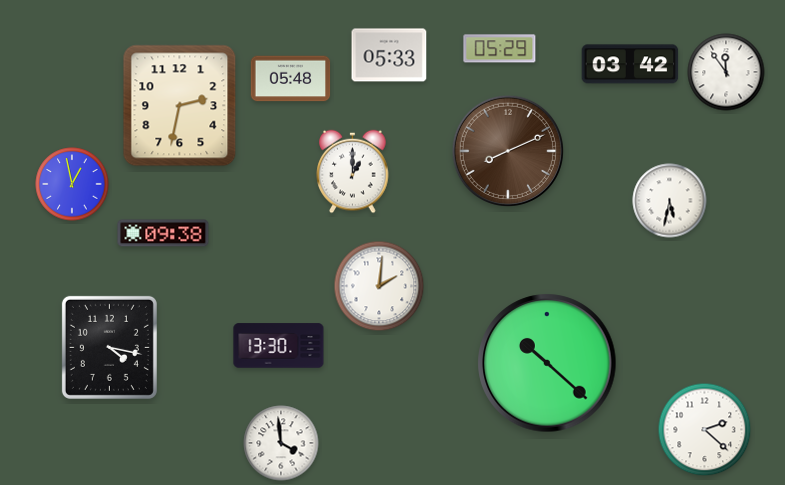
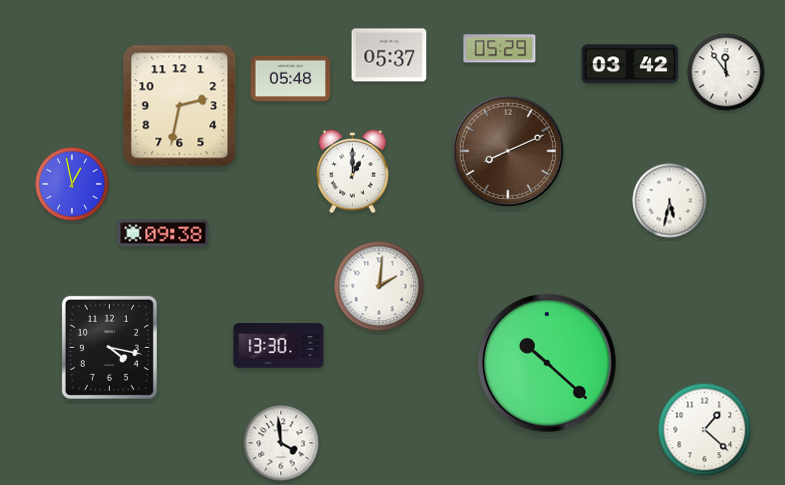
clock at (389, 55): 05:33 -> 05:37
clock at (705, 430): 2:22 -> 1:22
